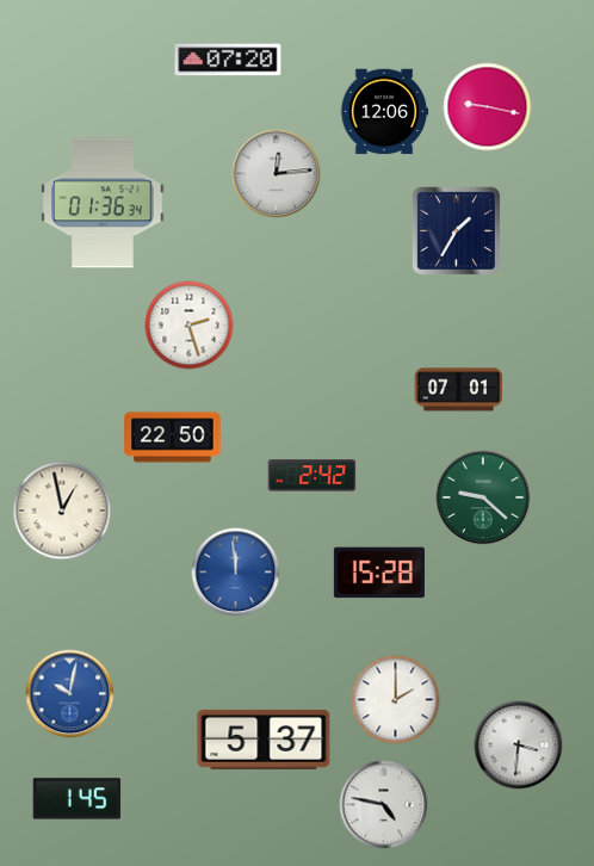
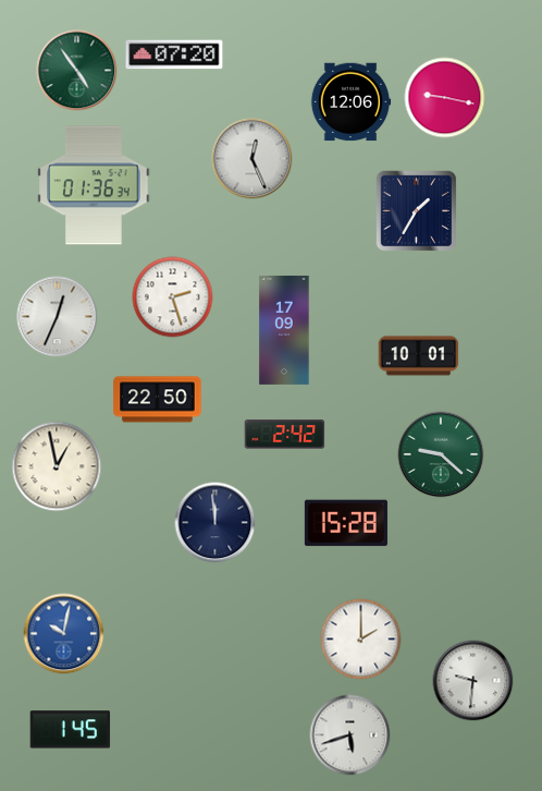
clock at (228, 60) position: (228, 60) -> (174, 54)
clock at (77, 71): none -> 4:54
clock at (277, 174): 12:14 -> 12:26
clock at (58, 317): none -> 12:34
clock at (284, 330): none -> 17:09
clock at (459, 390): 07:01 -> 10:01
clock at (236, 573) dial: blue -> navy
clock at (264, 740): 5:37 -> none
clock at (519, 746): 3:31 -> 9:31
clock at (384, 805): 4:47 -> 5:42
